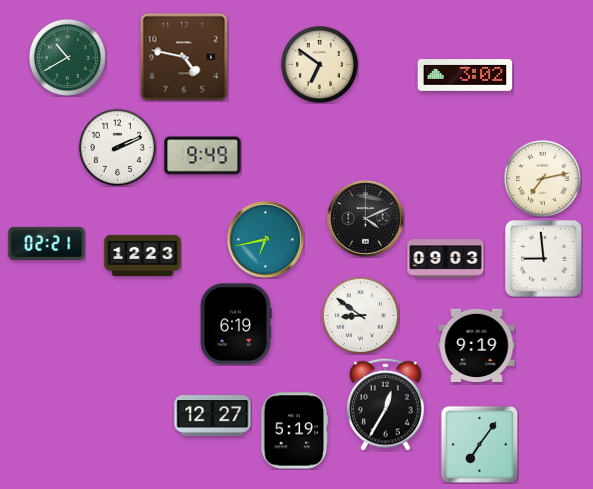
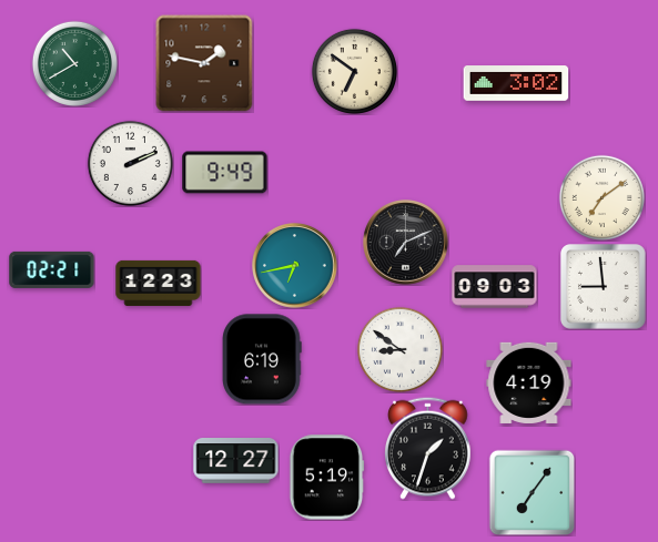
clock at (184, 57): 4:47 -> 1:47
clock at (542, 178): 7:13 -> 7:09
clock at (366, 219): 4:11 -> 7:11
clock at (477, 345): 9:19 -> 4:19
clock at (386, 404): 12:35 -> 1:33
